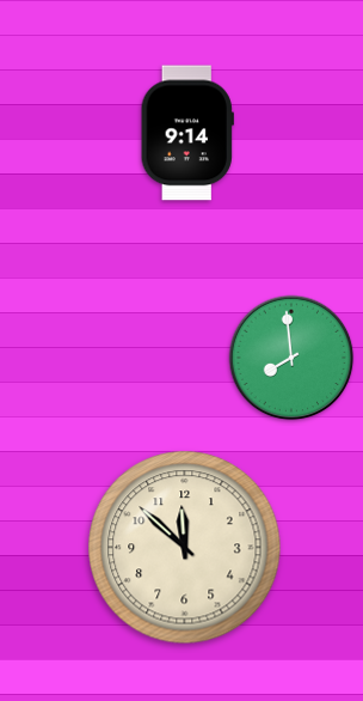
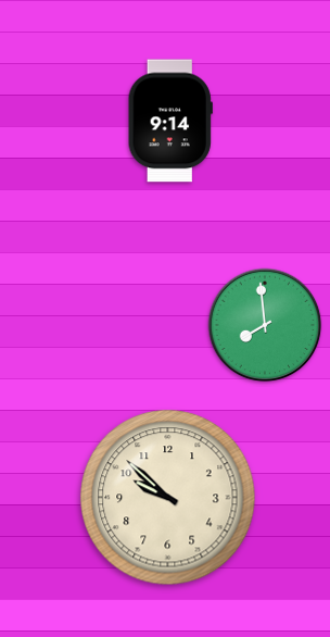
clock at (185, 548): 11:52 -> 9:52
